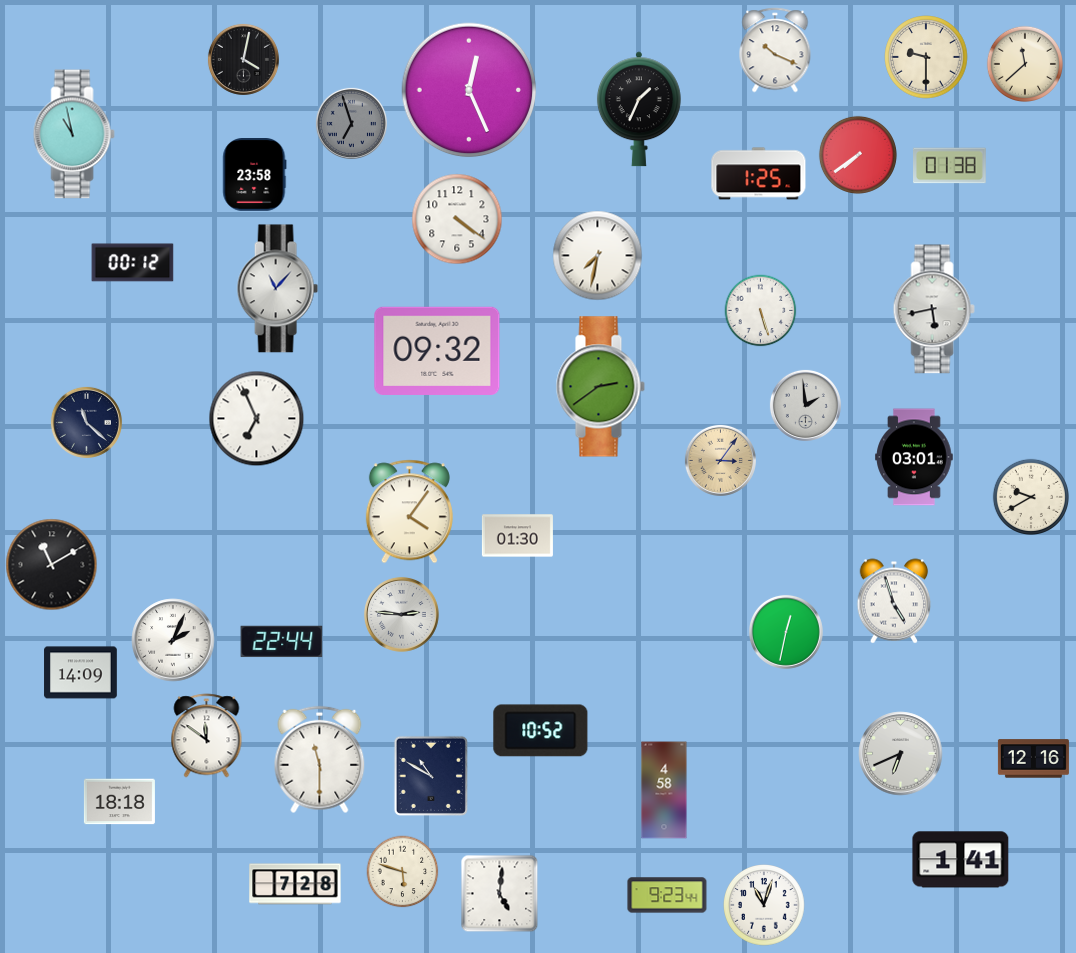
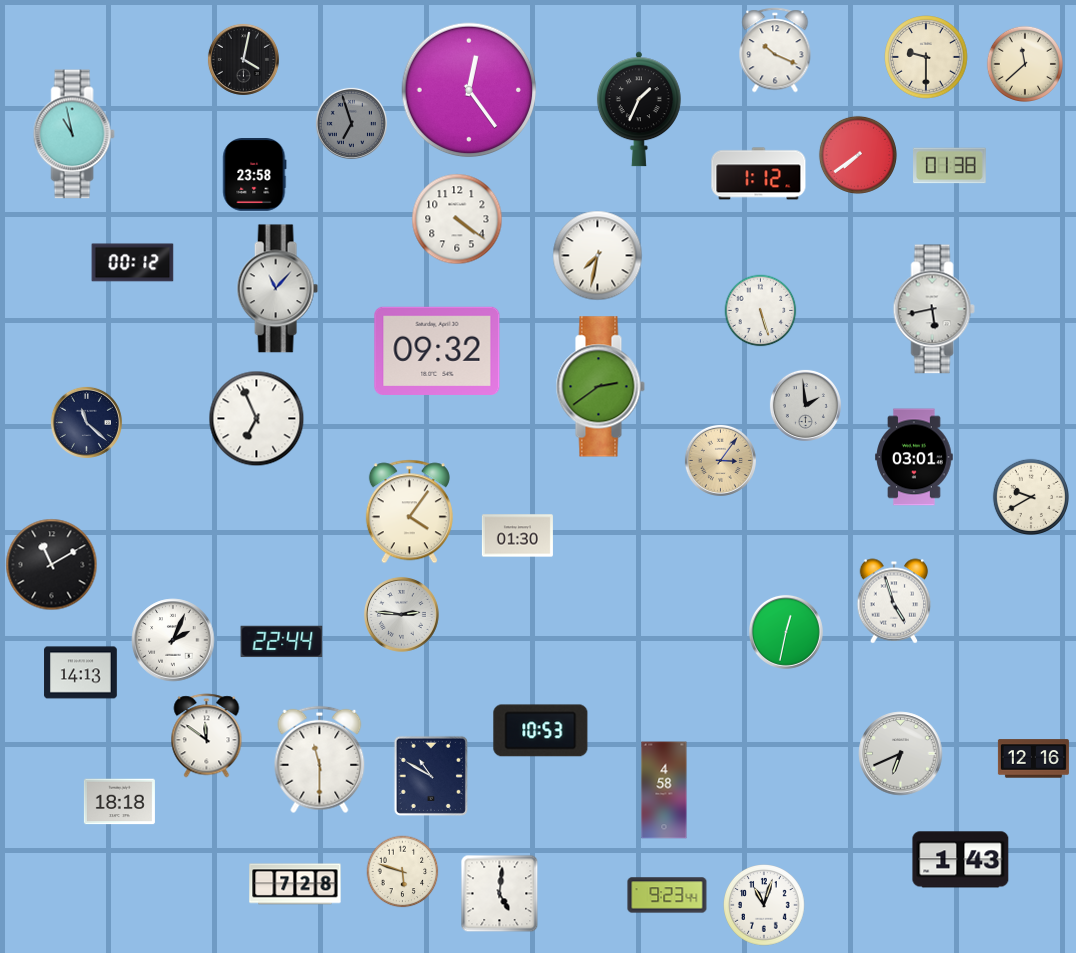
clock at (469, 90): 12:26 -> 12:24
clock at (759, 174): 1:25 -> 1:12
clock at (81, 673): 14:09 -> 14:13
clock at (541, 731): 10:52 -> 10:53
clock at (961, 860): 1:41 -> 1:43
